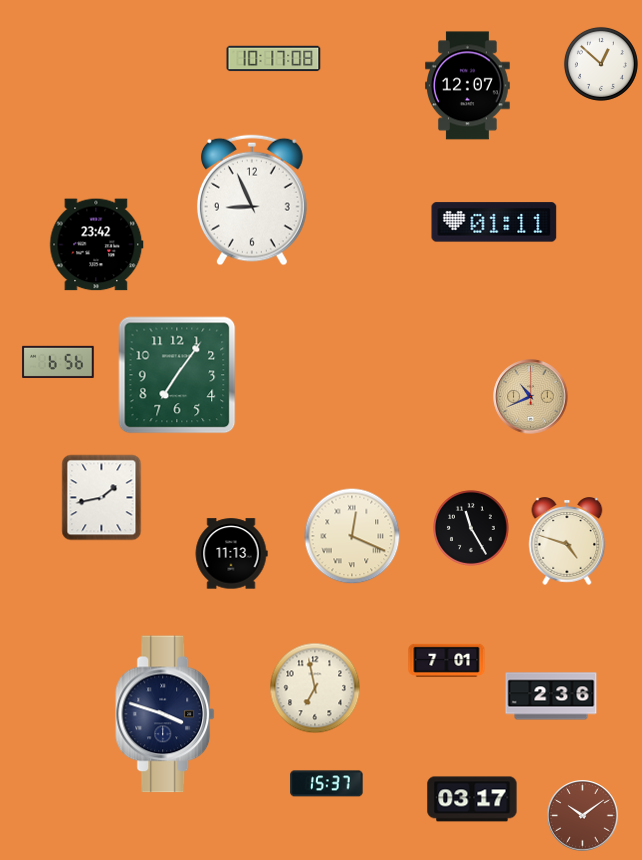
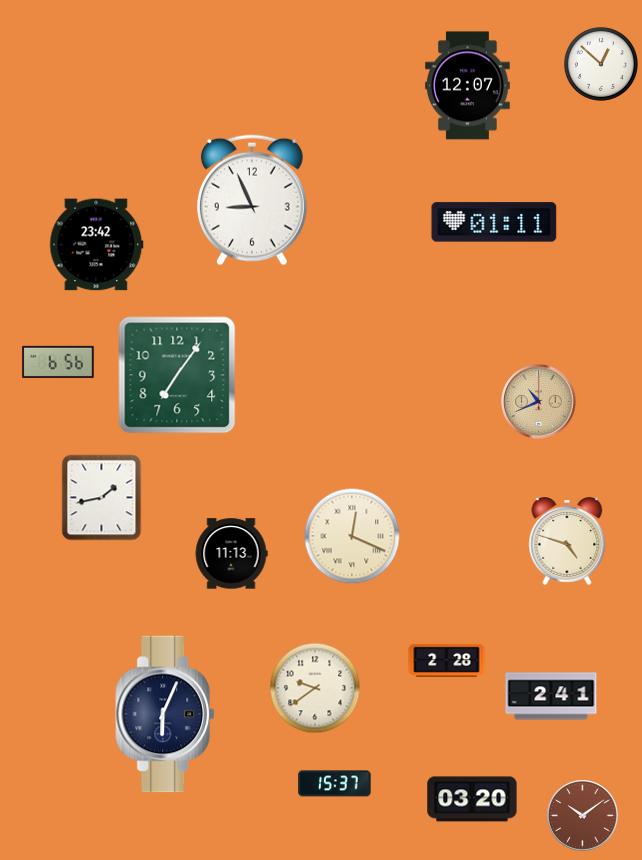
clock at (274, 59): 10:17 -> none
clock at (531, 397) position: (531, 397) -> (539, 402)
clock at (472, 529): 11:25 -> none
clock at (447, 660): 7:01 -> 2:28
clock at (315, 688): 6:58 -> 9:39
clock at (551, 696): 2:36 -> 2:41
clock at (166, 714): 3:48 -> 6:04
clock at (327, 784) position: (327, 784) -> (335, 784)
clock at (472, 799): 03:17 -> 03:20
